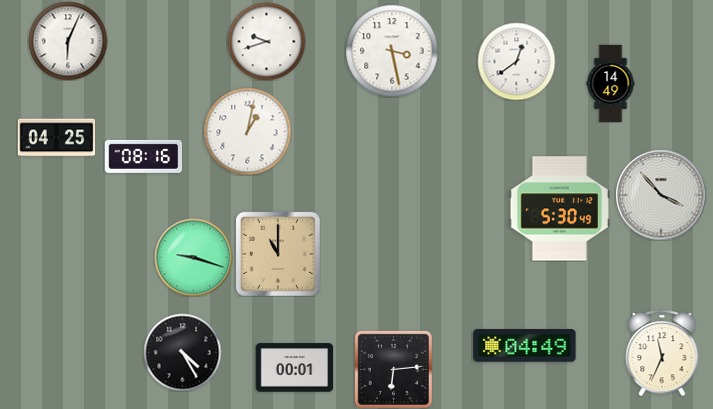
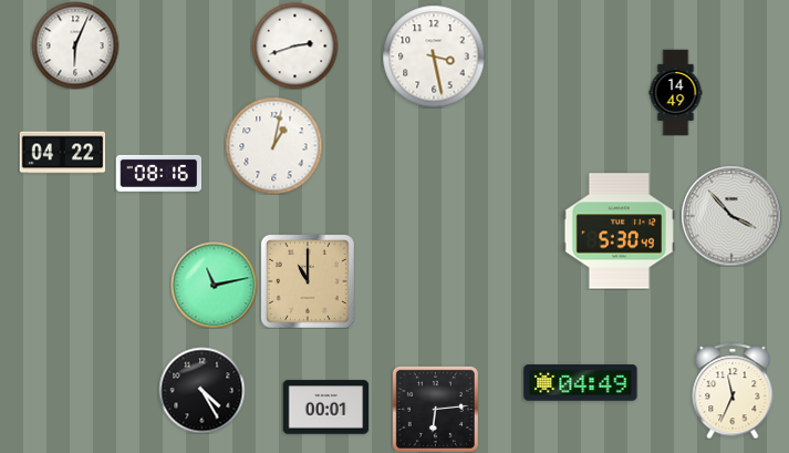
clock at (266, 41): 9:42 -> 2:42
clock at (516, 61): 12:39 -> none
clock at (56, 138): 04:25 -> 04:22
clock at (193, 257): 9:18 -> 11:13
